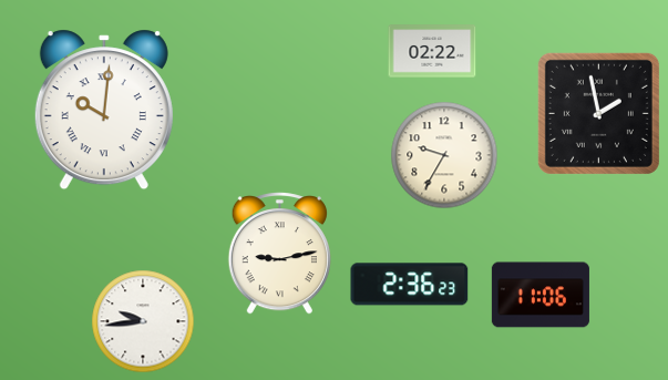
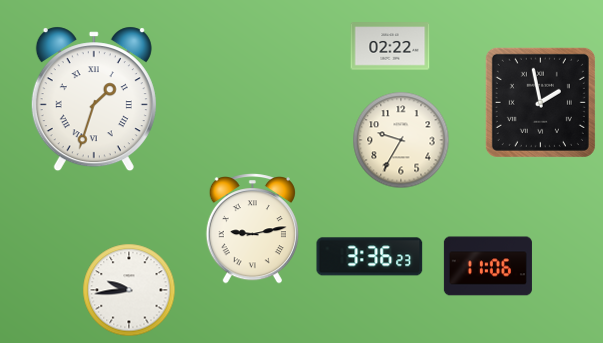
clock at (104, 110): 10:01 -> 1:33
clock at (410, 285): 2:36 -> 3:36
